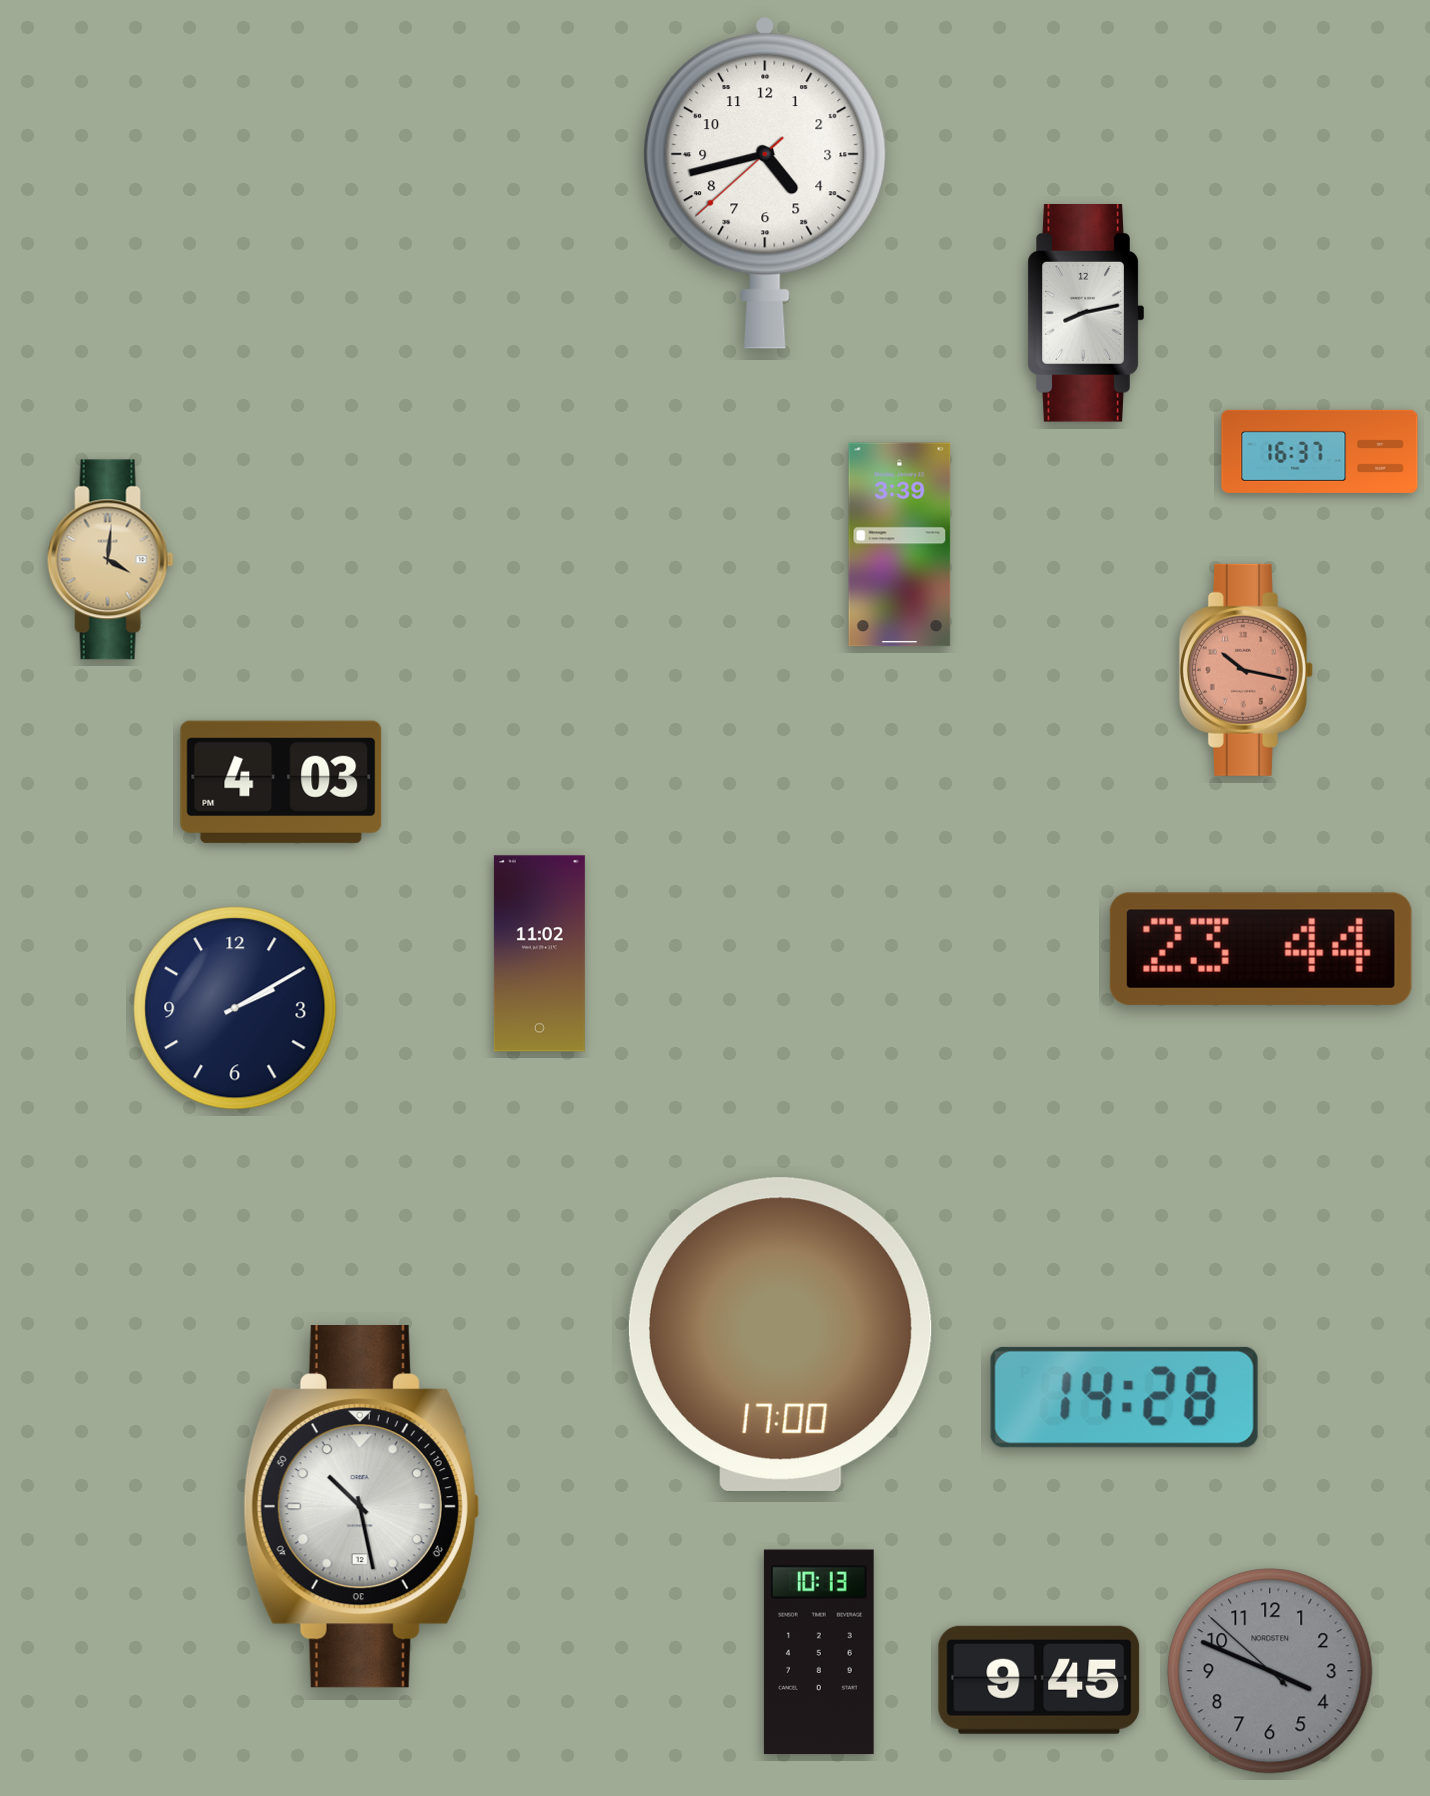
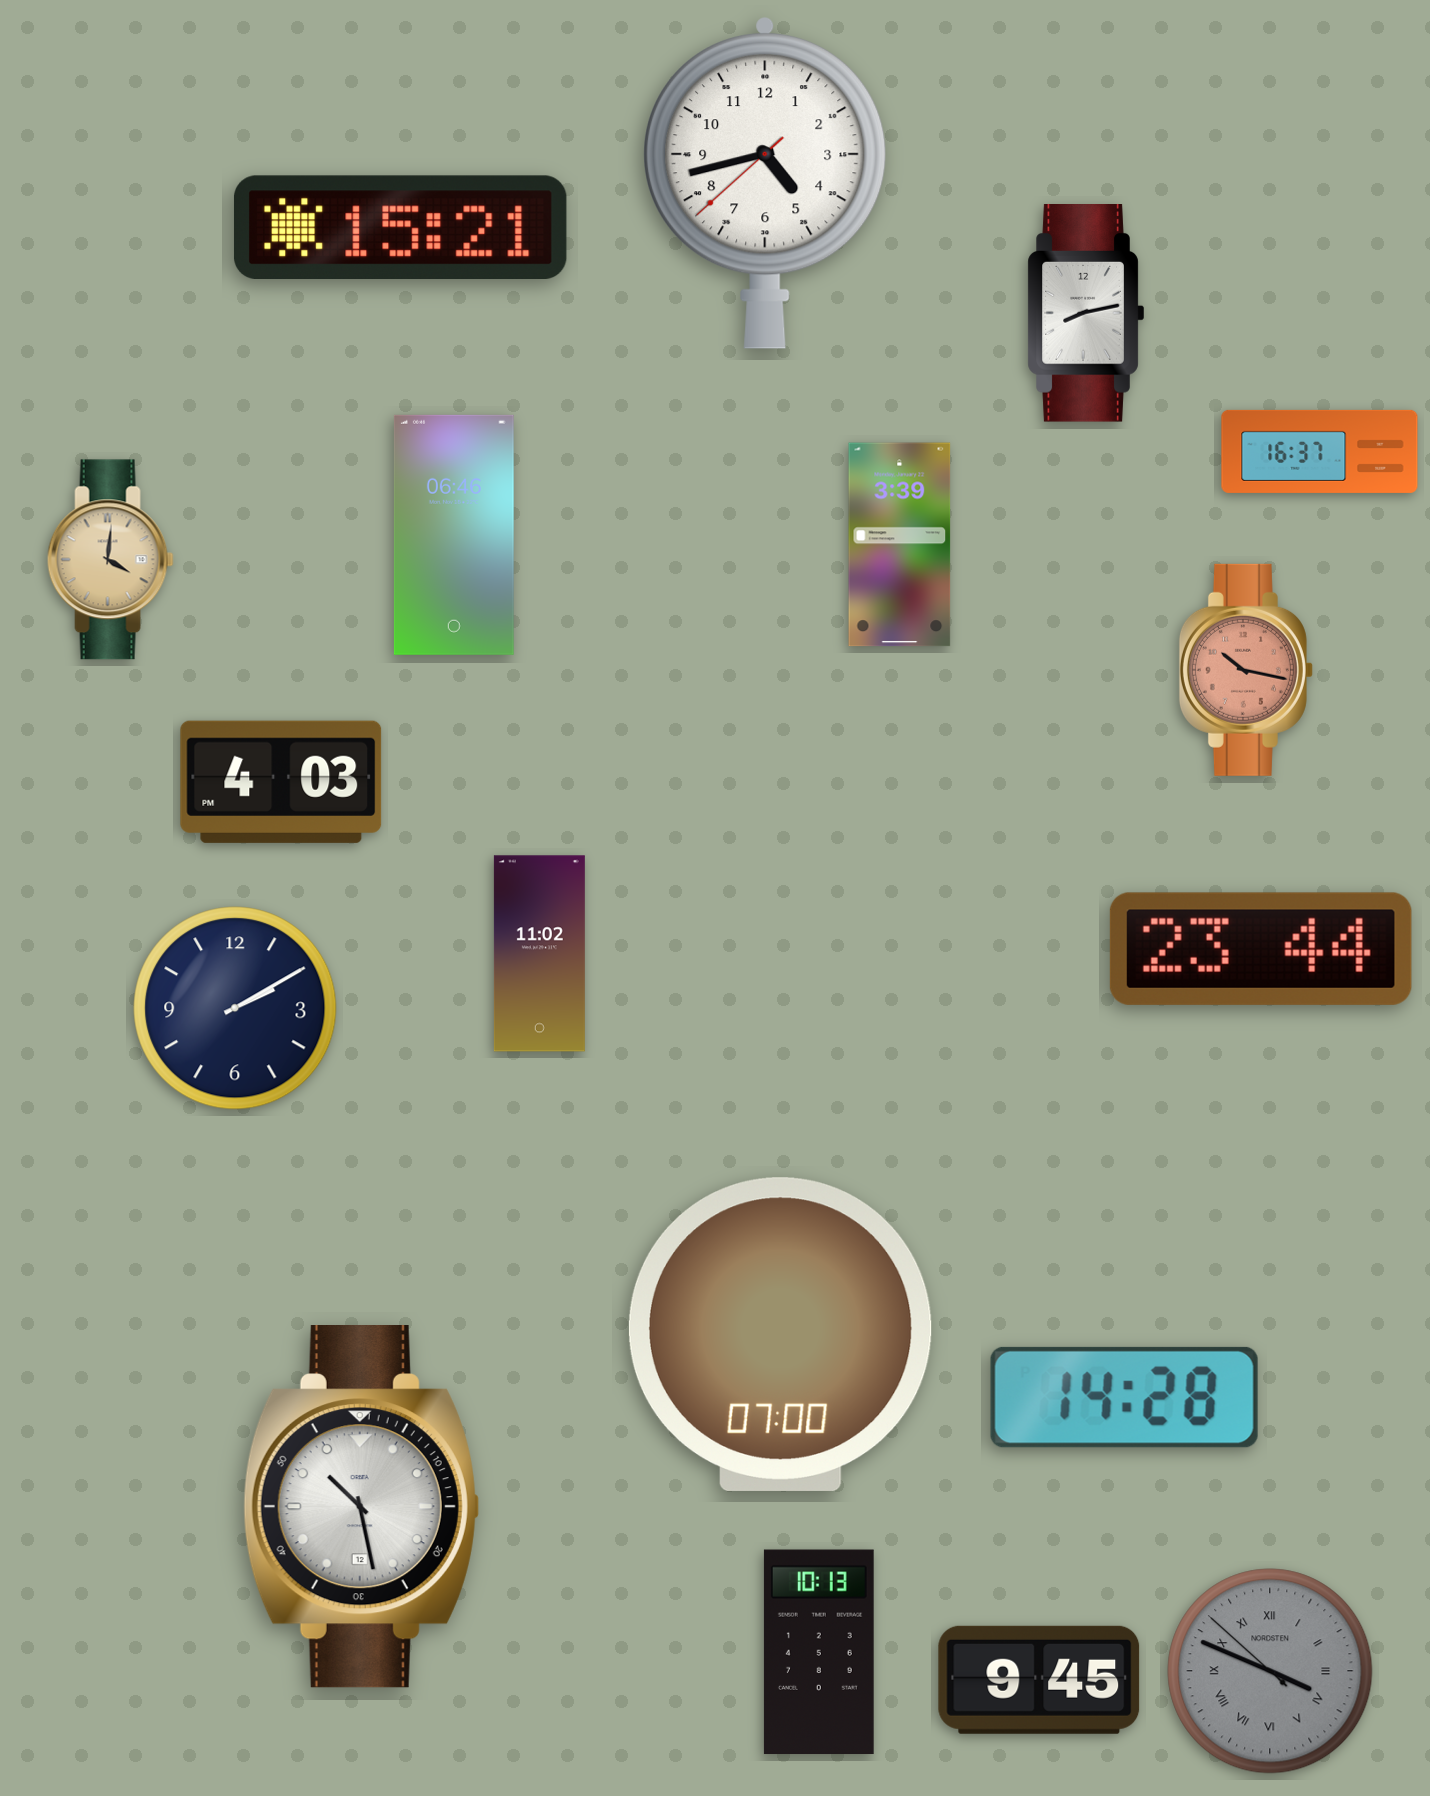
clock at (400, 227): none -> 15:21
clock at (454, 535): none -> 06:46
clock at (780, 1334): 17:00 -> 07:00
clock at (1270, 1671) numerals: Arabic -> Roman
